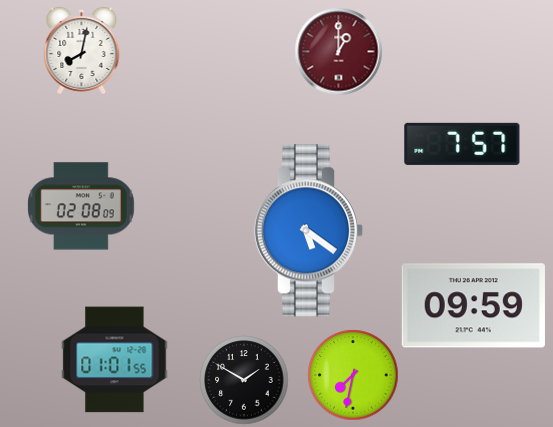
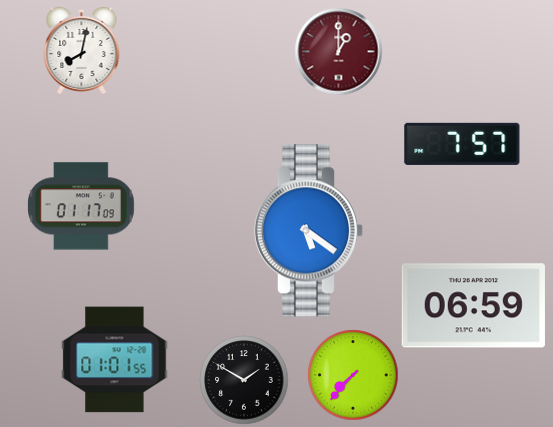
clock at (82, 206): 02:08 -> 01:17
clock at (473, 306): 09:59 -> 06:59
clock at (353, 375): 7:32 -> 7:37
